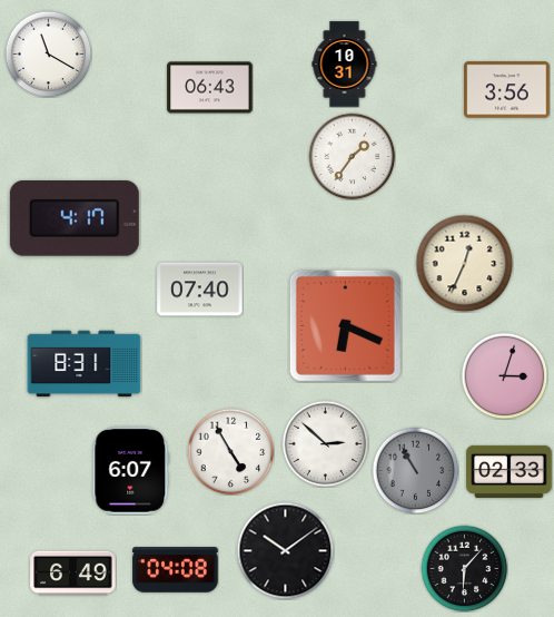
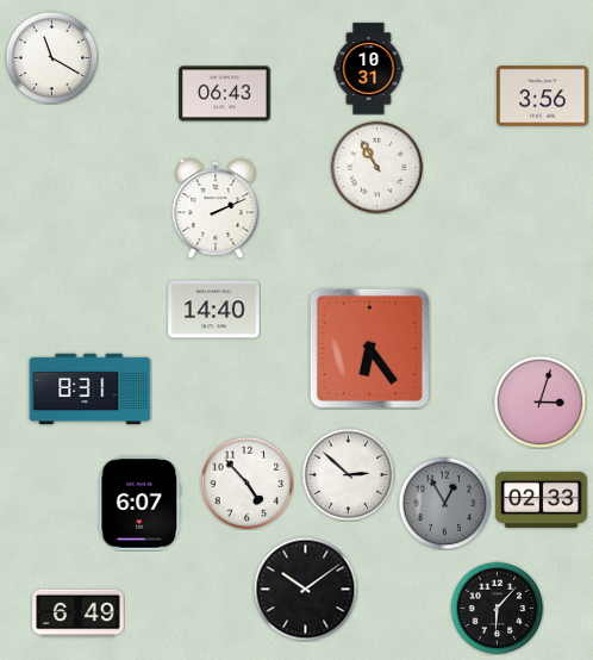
clock at (352, 156): 1:36 -> 10:55
clock at (216, 208): none -> 2:11
clock at (75, 218): 4:17 -> none
clock at (464, 263): 12:34 -> none
clock at (200, 290): 07:40 -> 14:40
clock at (345, 325): 6:19 -> 6:24
clock at (230, 451): 4:55 -> 4:53
clock at (415, 470): 10:55 -> 12:55
clock at (510, 471) position: (510, 471) -> (542, 499)
clock at (176, 570): 04:08 -> none
